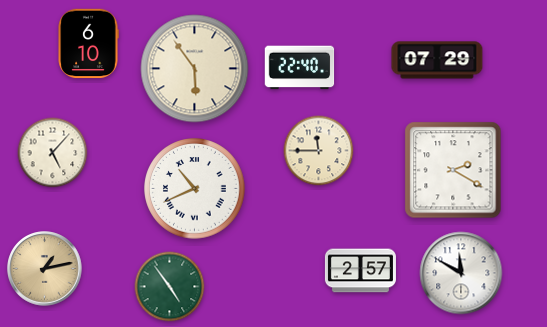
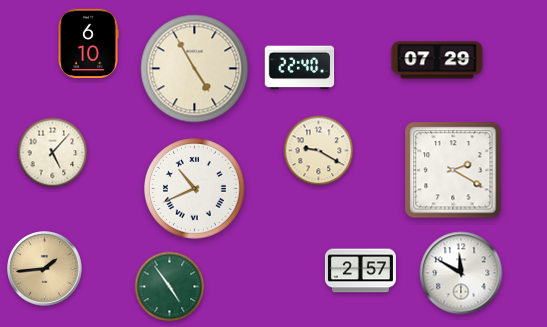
clock at (195, 69): 5:54 -> 4:55
clock at (319, 151): 11:45 -> 9:20
clock at (45, 269): 1:13 -> 1:44
